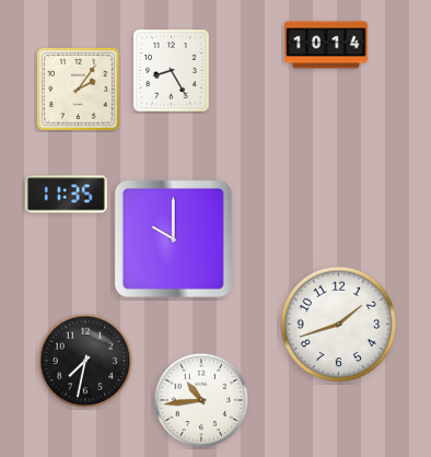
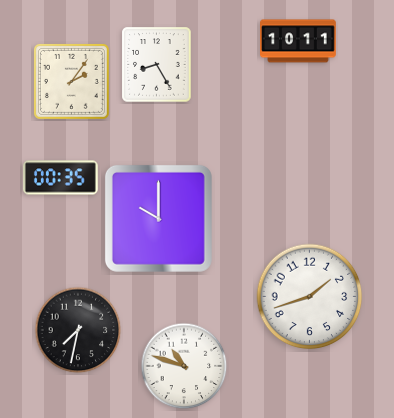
clock at (327, 45): 10:14 -> 10:11
clock at (66, 195): 11:35 -> 00:35
clock at (201, 400): 10:44 -> 10:48
